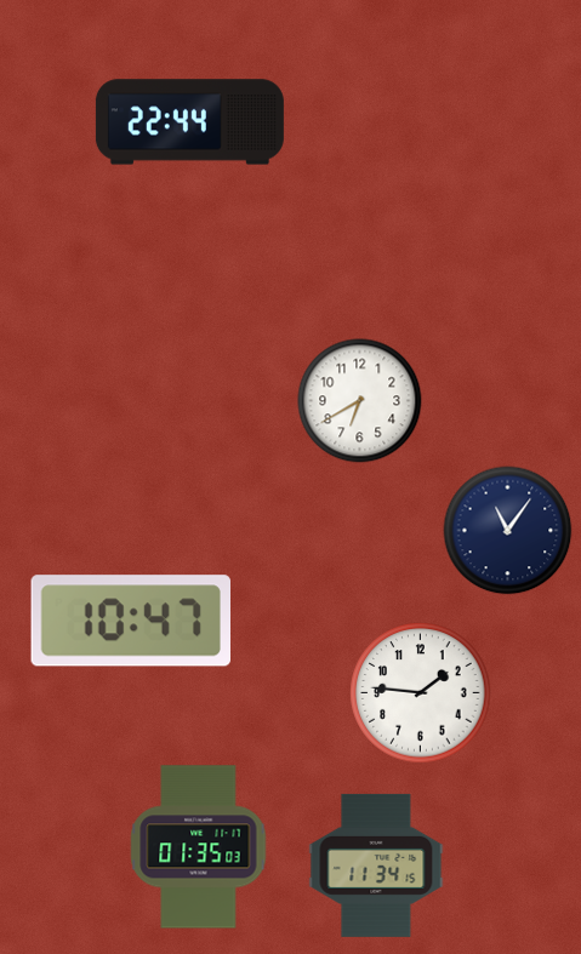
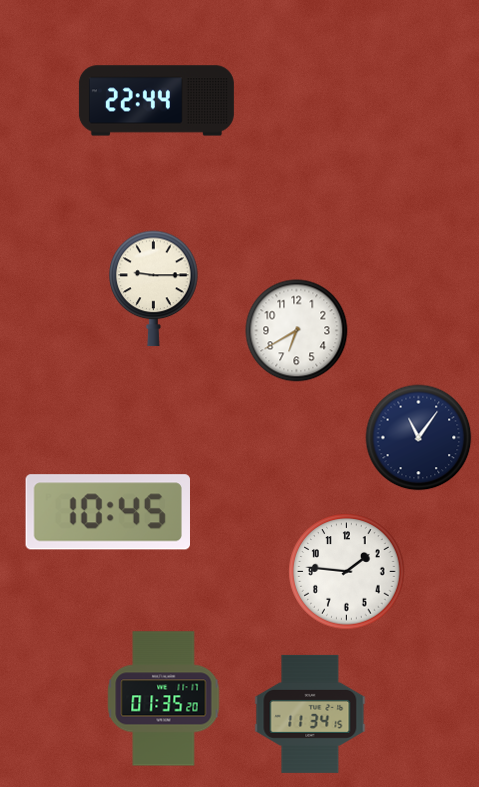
clock at (154, 289): none -> 9:15
clock at (130, 621): 10:47 -> 10:45
clock at (199, 847): 01:35:03 -> 01:35:20
